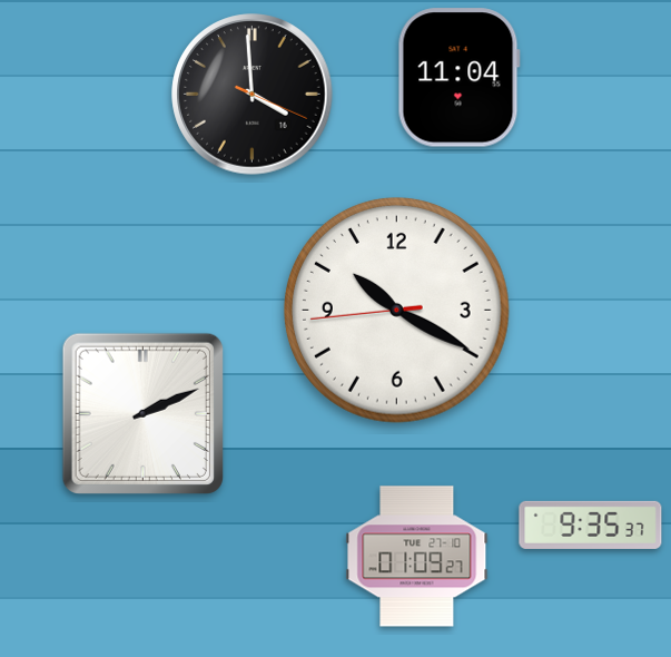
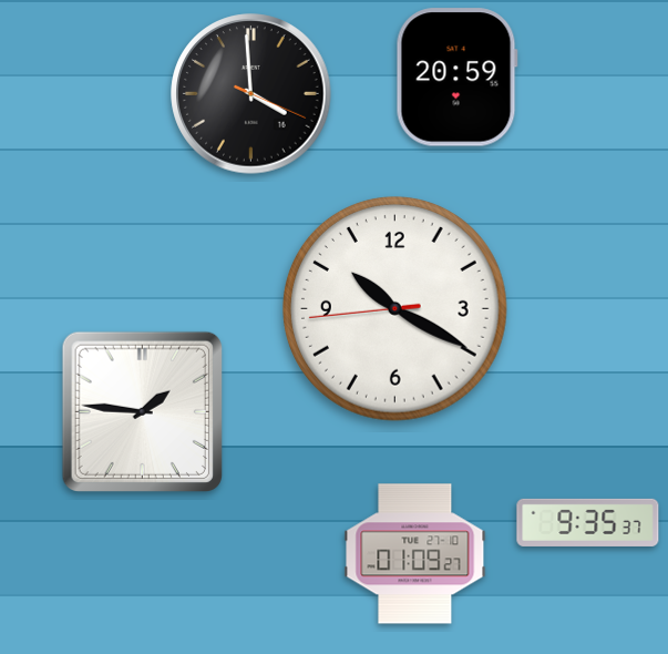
clock at (458, 78): 11:04 -> 20:59
clock at (142, 413): 2:11 -> 1:46
